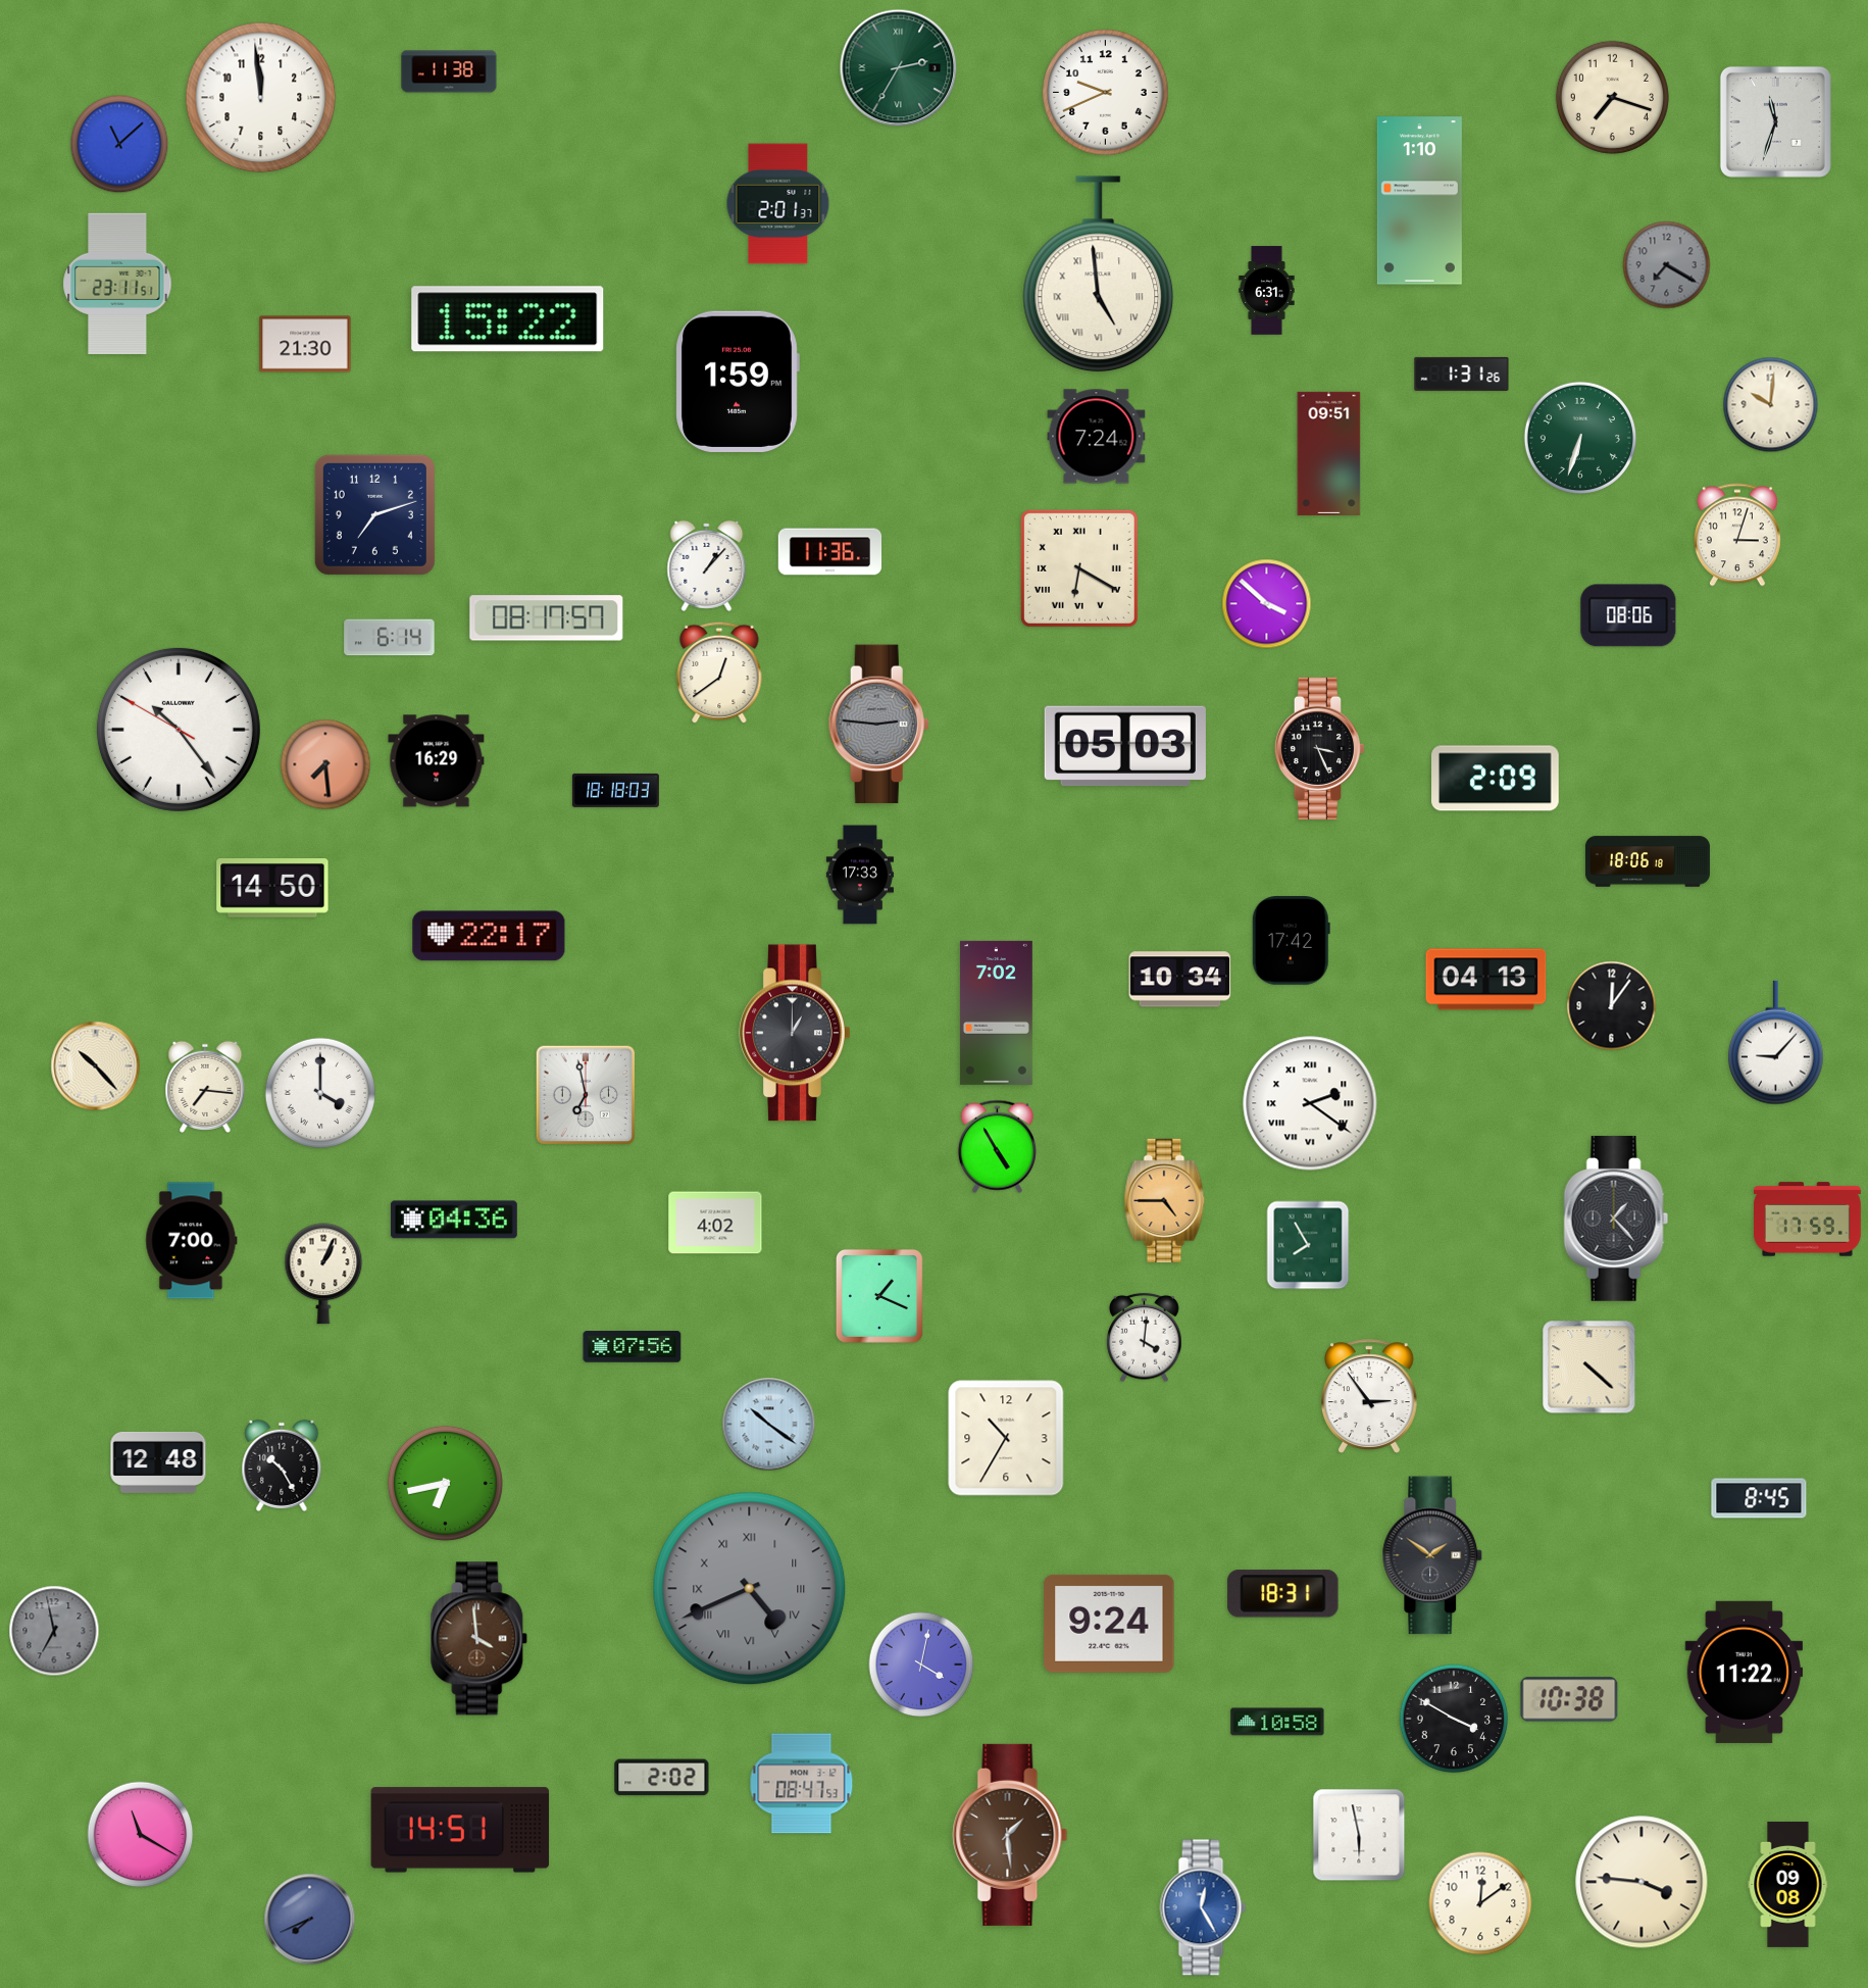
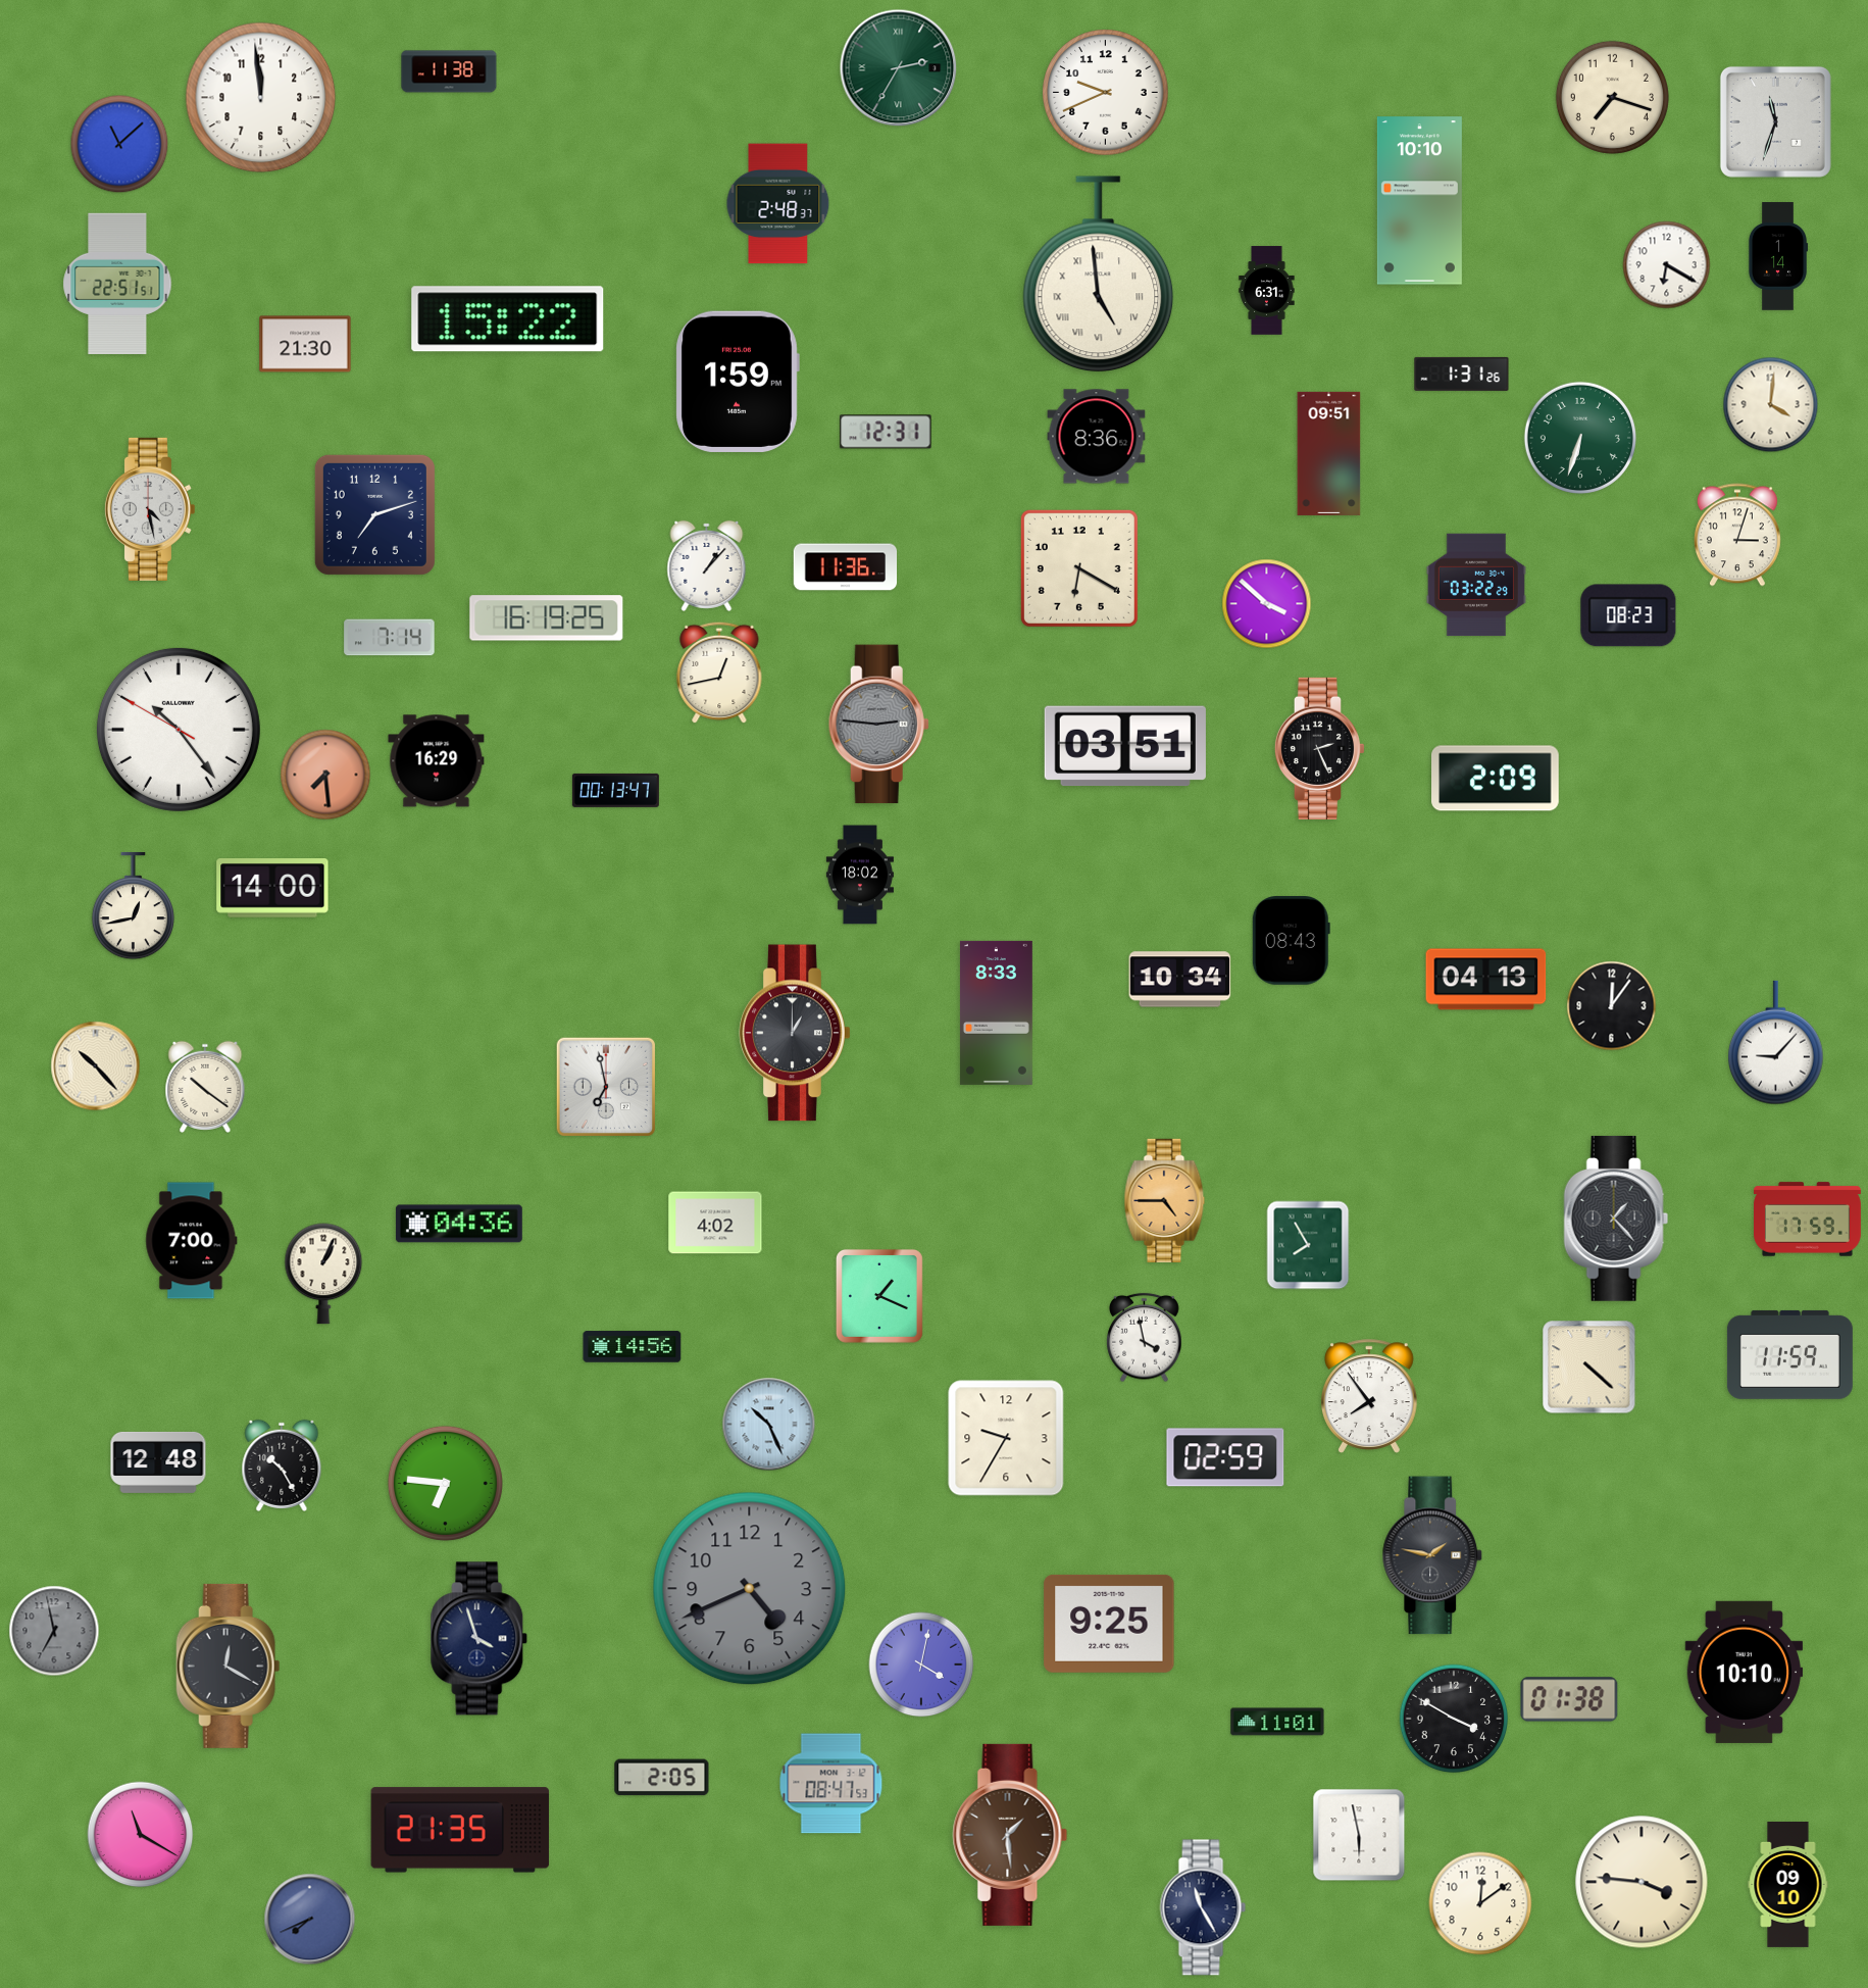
clock at (1419, 201): 1:10 -> 10:10
clock at (778, 204): 2:01 -> 2:48
clock at (1778, 256): none -> 1:14
clock at (1667, 265): 7:20 -> 6:20
clock at (1667, 265) dial: grey -> white
clock at (117, 284): 23:11 -> 22:51
clock at (1771, 405): 10:01 -> 4:01
clock at (886, 432): none -> 12:31
clock at (1097, 437): 7:24 -> 8:36
clock at (149, 509): none -> 4:28
clock at (830, 552) position: (830, 552) -> (846, 567)
clock at (1079, 568) numerals: Roman -> Arabic
clock at (1476, 585): none -> 03:22
clock at (1628, 615): 08:06 -> 08:23
clock at (547, 618): 08:17 -> 16:19
clock at (390, 638): 6:14 -> 7:14
clock at (719, 673): 12:39 -> 12:43
clock at (1125, 746): 05:03 -> 03:51
clock at (1320, 748): 3:26 -> 2:26
clock at (325, 764) position: (325, 764) -> (325, 775)
clock at (615, 790): 18:18 -> 00:13
clock at (1648, 861): 18:06 -> none
clock at (860, 875): 17:33 -> 18:02
clock at (272, 889): 14:50 -> 14:00
clock at (134, 906): none -> 12:43
clock at (489, 936): 22:17 -> none
clock at (1291, 941): 17:42 -> 08:43
clock at (996, 1012): 7:02 -> 8:33
clock at (205, 1087): 7:16 -> 10:21
clock at (319, 1092): 4:00 -> none
clock at (586, 1095) position: (586, 1095) -> (606, 1087)
clock at (1310, 1103): 2:21 -> none
clock at (997, 1146): 4:55 -> none
clock at (454, 1220) position: (454, 1220) -> (459, 1224)
clock at (1145, 1338): 4:01 -> 3:58
clock at (633, 1347): 07:56 -> 14:56
clock at (1789, 1354): none -> 11:59
clock at (1370, 1396): 2:54 -> 7:54
clock at (769, 1425): 10:21 -> 10:26
clock at (1006, 1438): 10:35 -> 9:35
clock at (1225, 1457): none -> 02:59
clock at (445, 1483): 6:43 -> 6:46
clock at (1759, 1498): 8:45 -> none
clock at (1432, 1555): 1:51 -> 1:47
clock at (750, 1589) numerals: Roman -> Arabic
clock at (1283, 1594): 18:31 -> none
clock at (1109, 1624): 9:24 -> 9:25
clock at (479, 1639): 3:59 -> 3:57
clock at (479, 1639) dial: brown -> navy
clock at (229, 1666): none -> 12:20
clock at (1745, 1672): 11:22 -> 10:10
clock at (1569, 1699): 10:38 -> 01:38
clock at (1277, 1722): 10:58 -> 11:01
clock at (662, 1778): 2:02 -> 2:05
clock at (802, 1784) position: (802, 1784) -> (831, 1784)
clock at (460, 1830): 14:51 -> 21:35
clock at (1788, 1884): 09:08 -> 09:10
clock at (1203, 1907): 12:25 -> 11:25
clock at (1203, 1907) dial: blue -> navy
